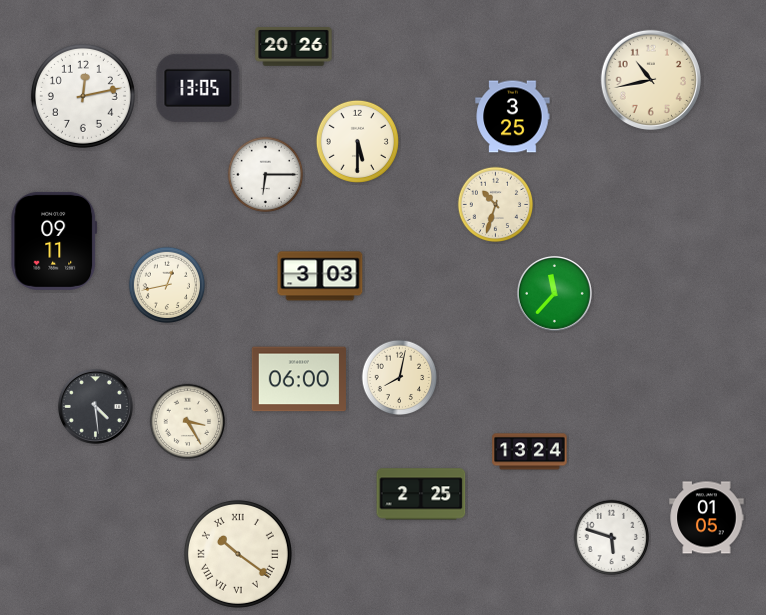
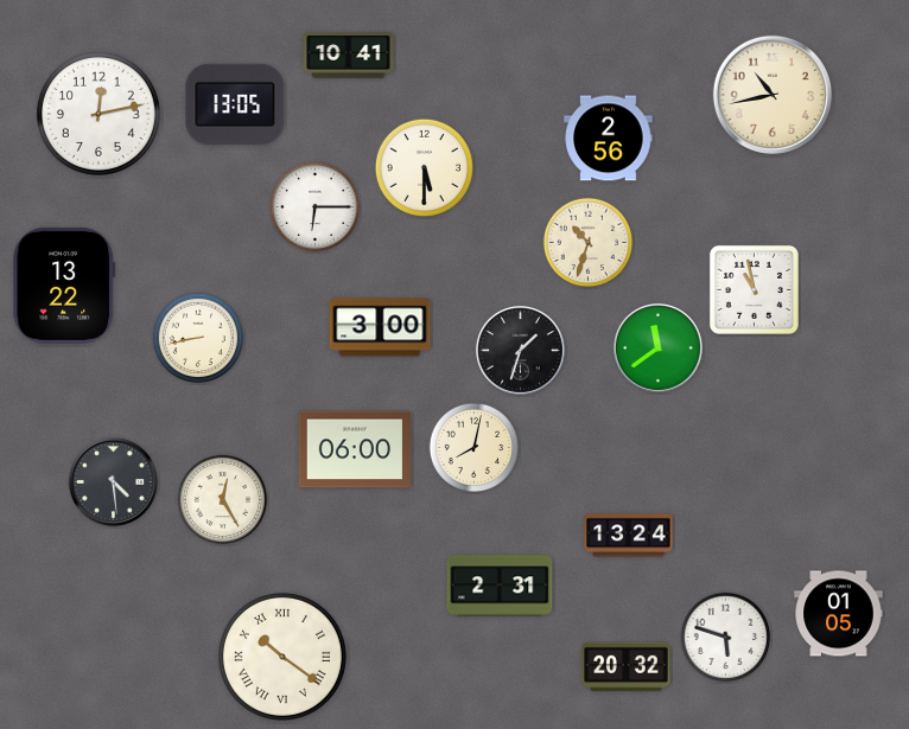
clock at (294, 47): 20:26 -> 10:41
clock at (513, 117): 3:25 -> 2:56
clock at (54, 241): 09:11 -> 13:22
clock at (754, 289): none -> 10:58
clock at (320, 276): 3:03 -> 3:00
clock at (167, 285): 12:43 -> 8:43
clock at (554, 293): 11:37 -> 11:39
clock at (520, 350): none -> 1:33
clock at (188, 422): 3:25 -> 12:25
clock at (421, 494): 2:25 -> 2:31
clock at (627, 667): none -> 20:32
